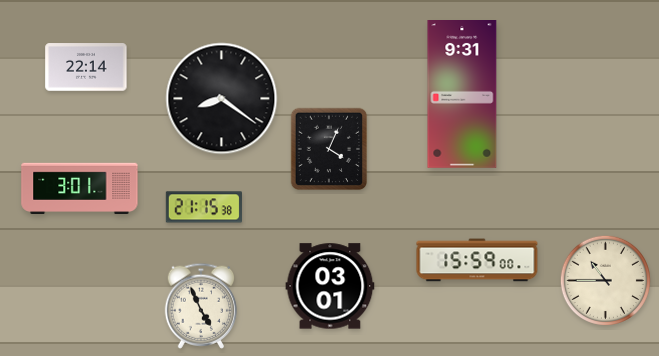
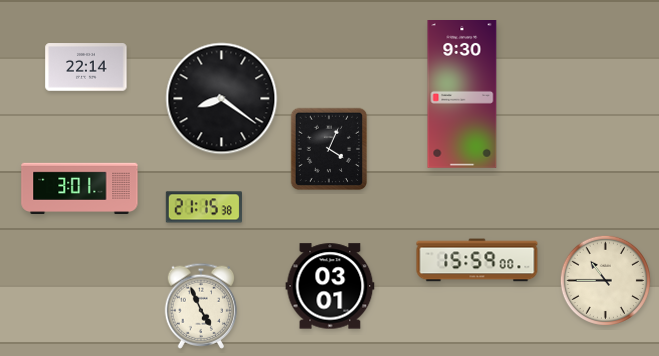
clock at (462, 95): 9:31 -> 9:30
